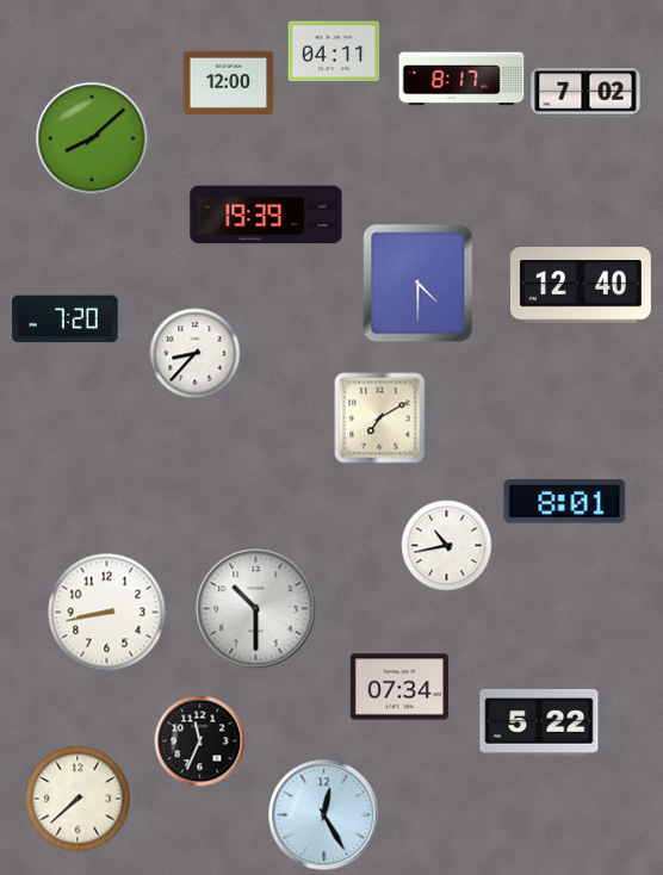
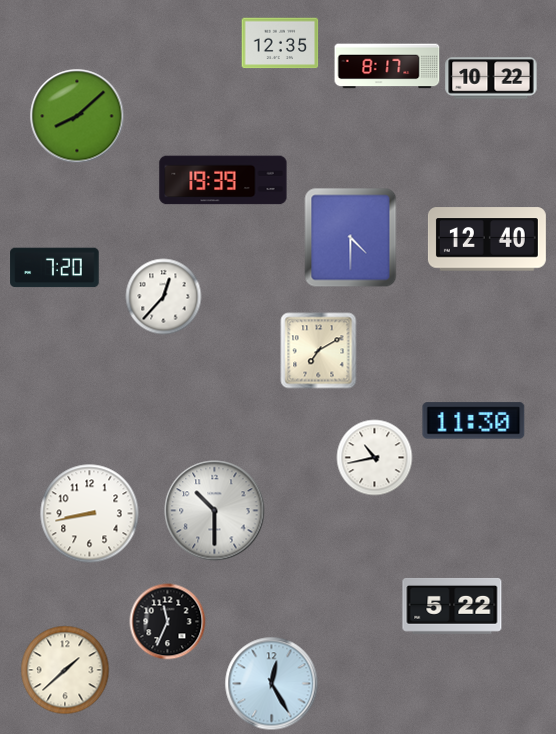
clock at (334, 51): 04:11 -> 12:35
clock at (229, 82): 12:00 -> none
clock at (585, 93): 7:02 -> 10:22
clock at (196, 354): 8:37 -> 12:37
clock at (565, 502): 8:01 -> 11:30
clock at (399, 687): 07:34 -> none
clock at (78, 799): 7:38 -> 1:38
